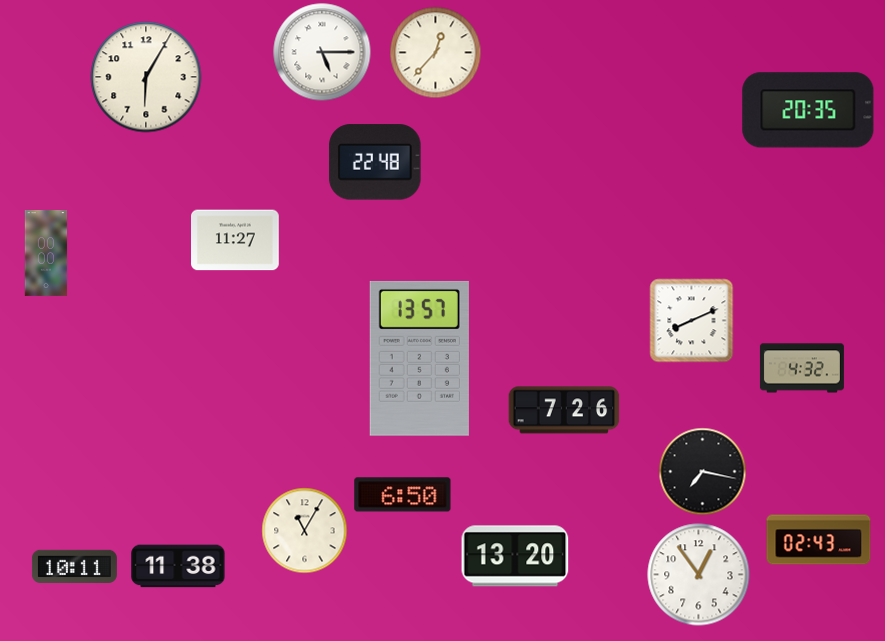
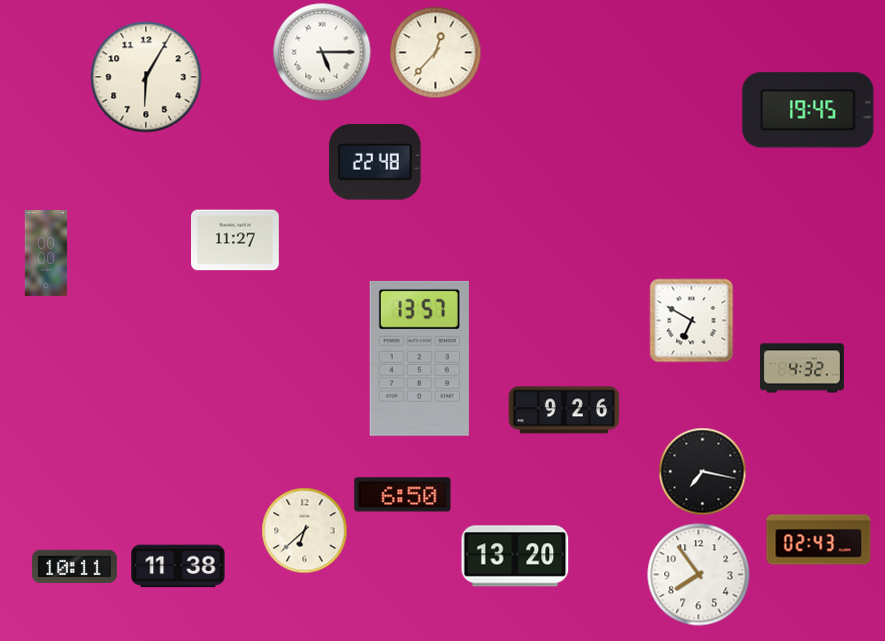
clock at (808, 110): 20:35 -> 19:45
clock at (692, 321): 8:11 -> 6:50
clock at (564, 410): 7:26 -> 9:26
clock at (305, 531): 11:05 -> 6:38
clock at (699, 575): 12:54 -> 7:54
